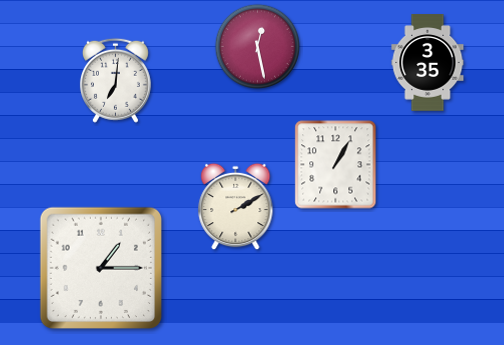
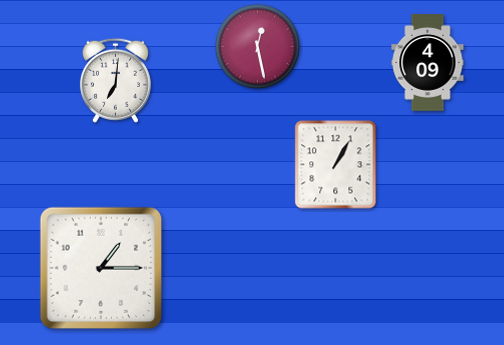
clock at (428, 63): 3:35 -> 4:09
clock at (236, 207): 2:10 -> none
